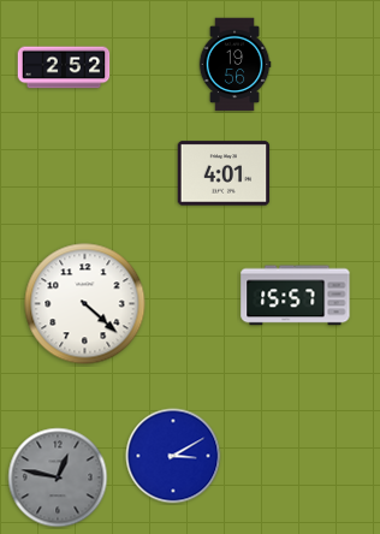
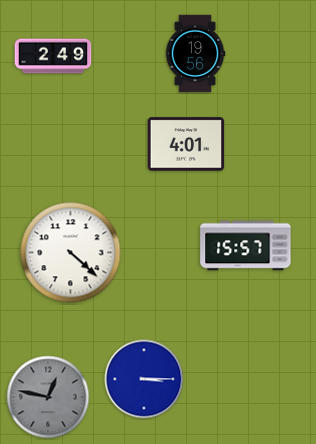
clock at (64, 67): 2:52 -> 2:49
clock at (173, 456): 3:10 -> 3:15
